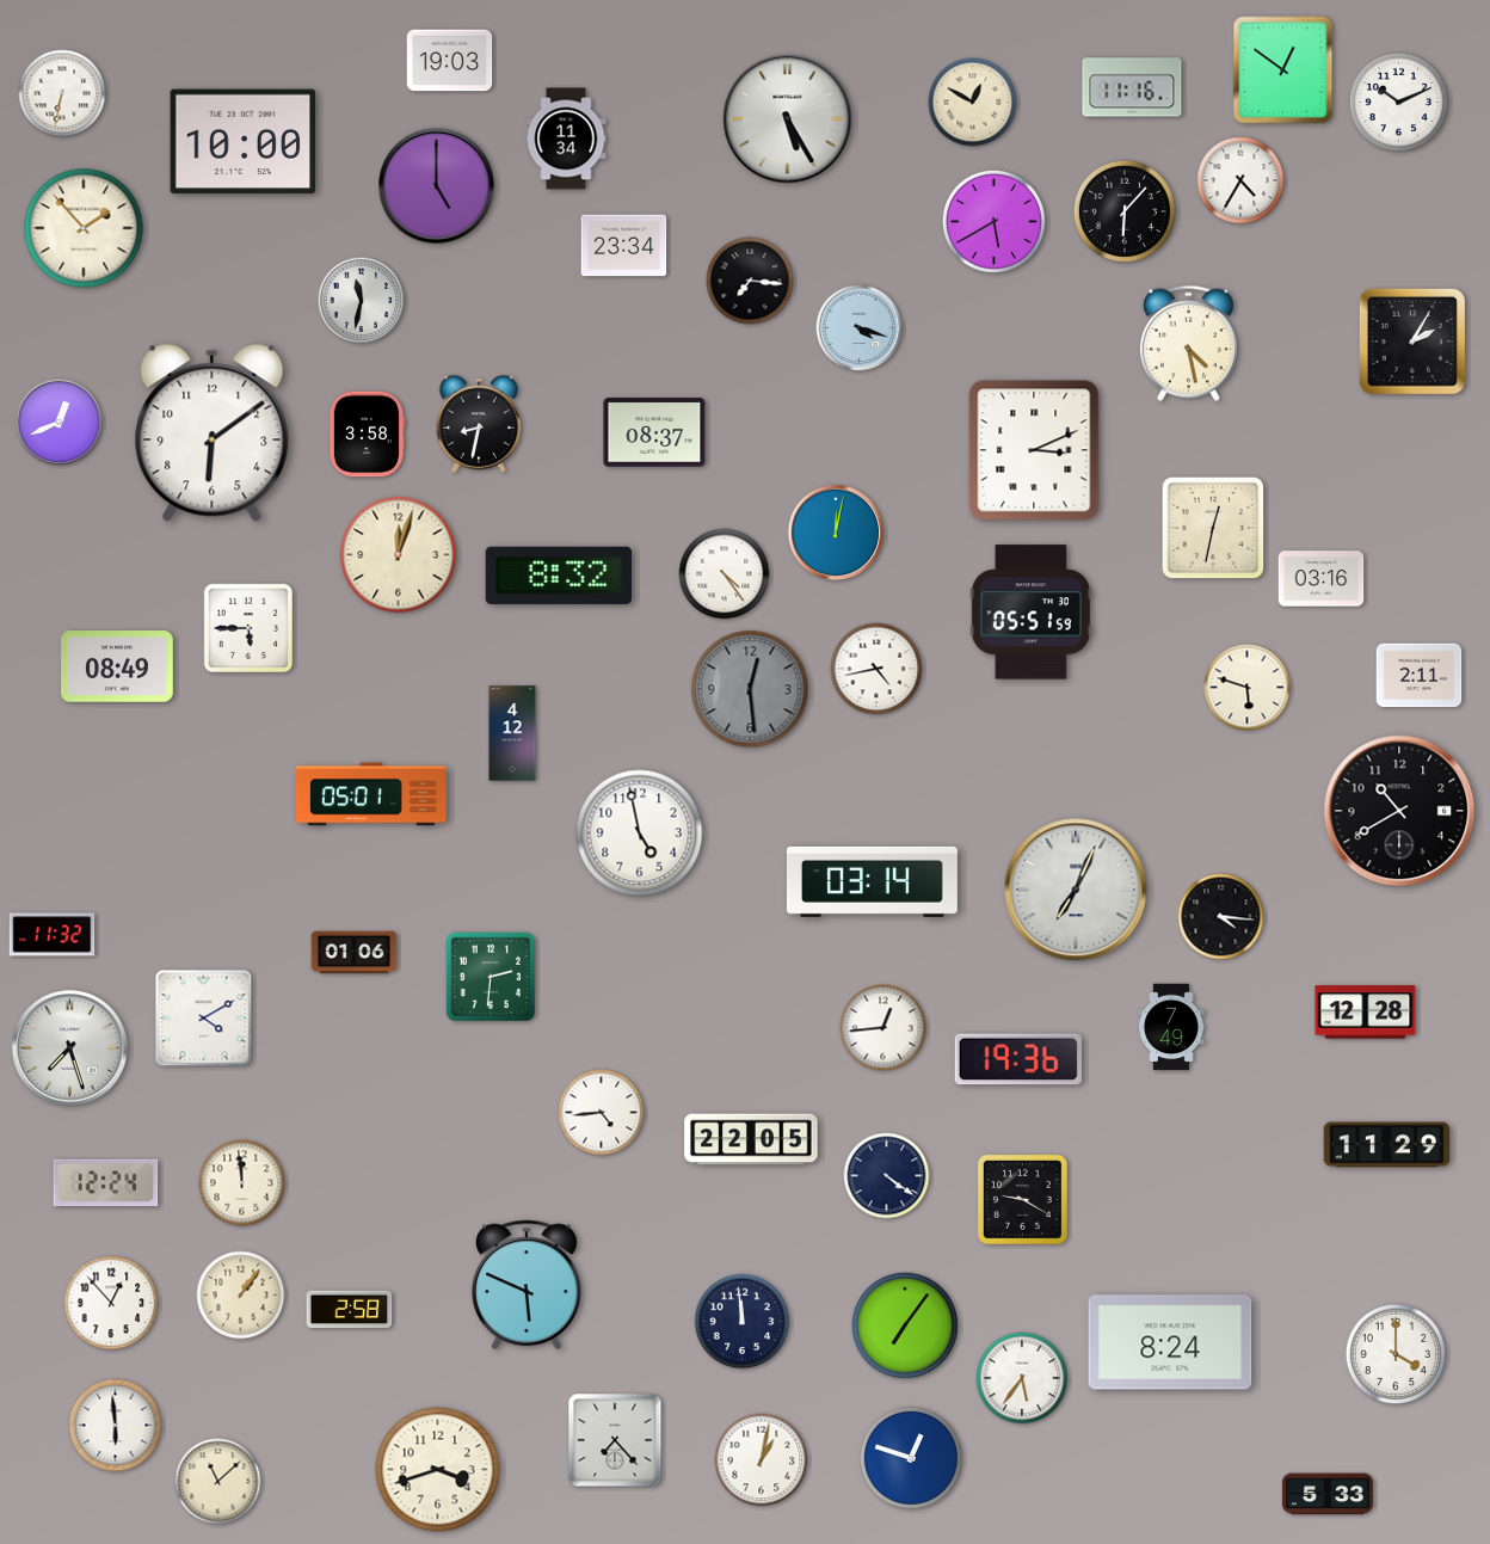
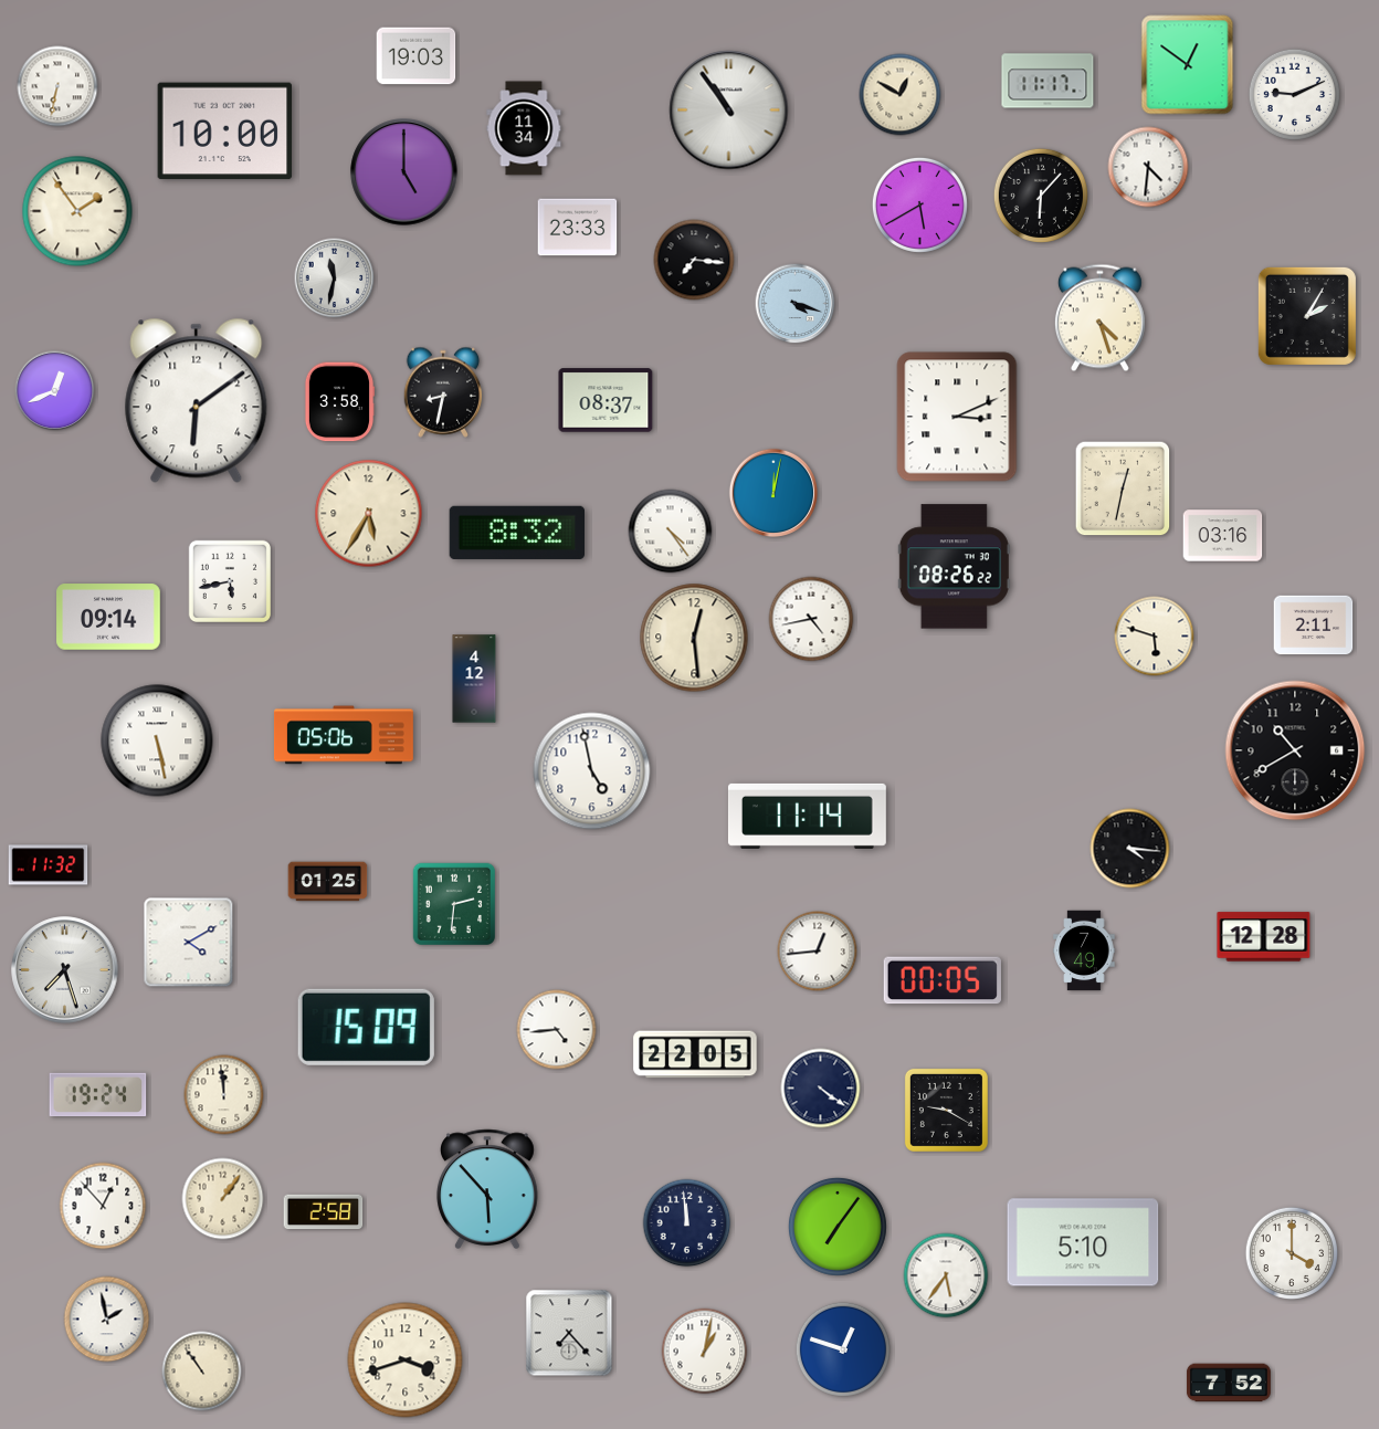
clock at (1132, 87): 11:16 -> 11:17
clock at (1399, 103): 10:11 -> 9:11
clock at (788, 119): 5:25 -> 10:54
clock at (1240, 180): 4:35 -> 4:31
clock at (84, 228): 1:53 -> 1:54
clock at (624, 246): 23:34 -> 23:33
clock at (1188, 344): 4:28 -> 4:27
clock at (399, 555): 12:03 -> 5:35
clock at (1030, 613): 05:51 -> 08:26
clock at (247, 627): 5:45 -> 5:43
clock at (117, 666): 08:49 -> 09:14
clock at (750, 689) dial: grey -> cream
clock at (371, 794): 05:01 -> 05:06
clock at (157, 740): none -> 5:28
clock at (872, 881): 03:14 -> 11:14
clock at (1076, 890): 7:04 -> none
clock at (355, 953): 01:06 -> 01:25
clock at (1018, 1059): 19:36 -> 00:05
clock at (366, 1027): none -> 15:09
clock at (1387, 1145): 11:29 -> none
clock at (106, 1183): 12:24 -> 19:24
clock at (528, 1284): 5:49 -> 5:53
clock at (1170, 1342): 8:24 -> 5:10
clock at (116, 1426): 5:59 -> 1:58
clock at (218, 1482): 11:08 -> 10:54
clock at (1328, 1494): 5:33 -> 7:52
